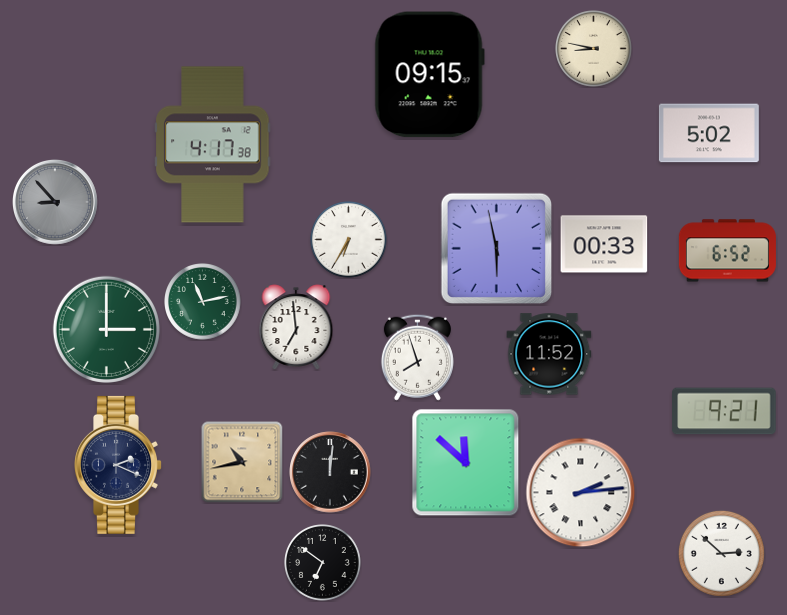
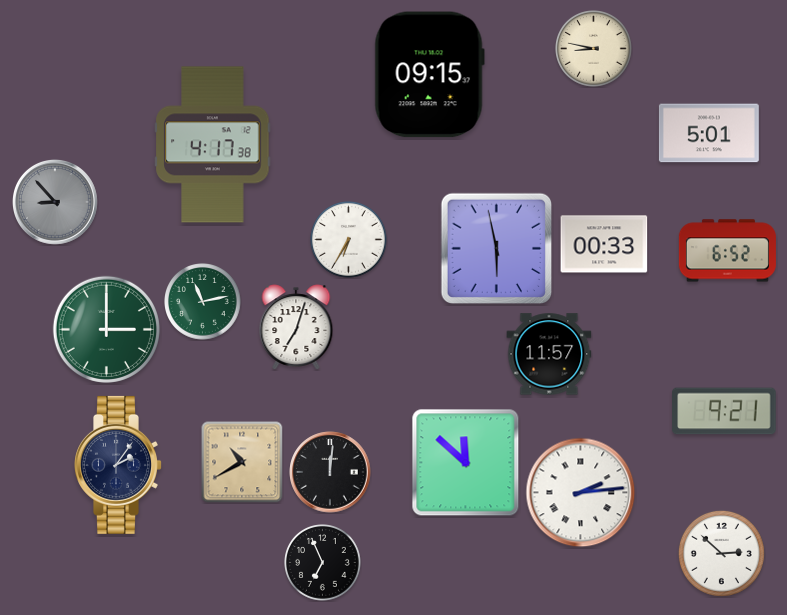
clock at (709, 133): 5:02 -> 5:01
clock at (296, 327): 6:59 -> 7:03
clock at (549, 354): 11:52 -> 11:57
clock at (417, 357): 7:57 -> none
clock at (242, 462): 10:43 -> 10:40
clock at (119, 465): 2:19 -> 2:06
clock at (323, 563): 6:51 -> 6:56
